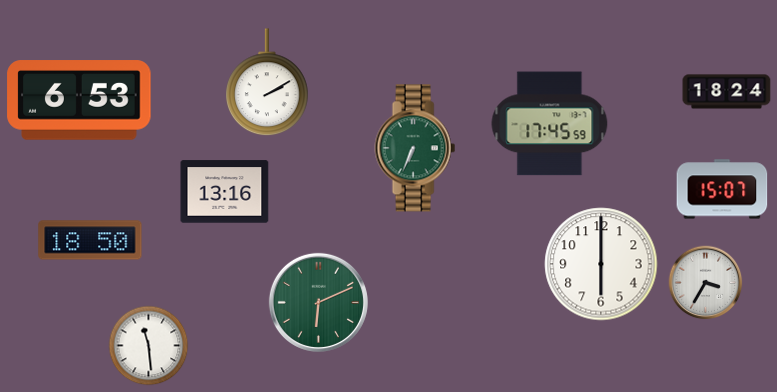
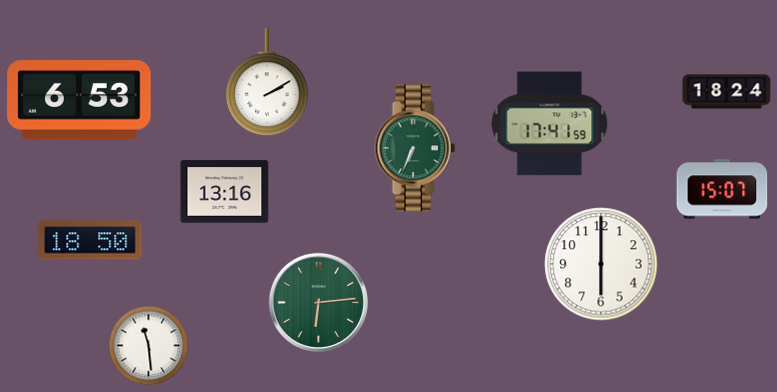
clock at (550, 124): 17:45 -> 17:41
clock at (706, 283): 3:35 -> none
clock at (318, 302): 6:11 -> 6:14
